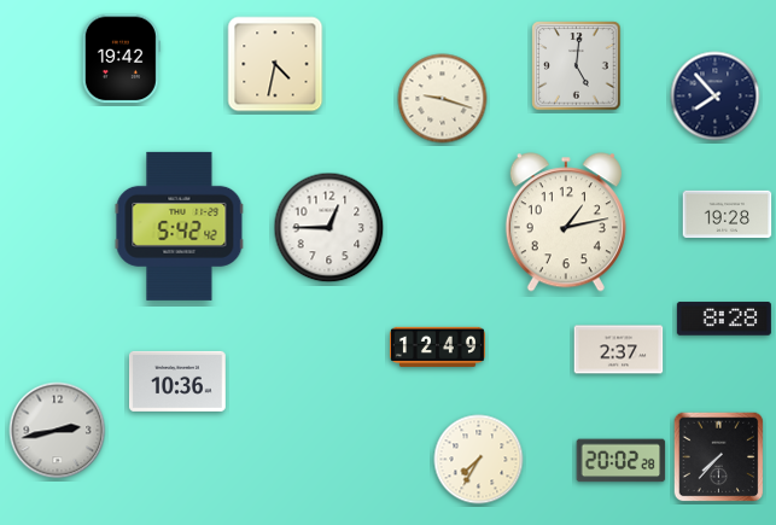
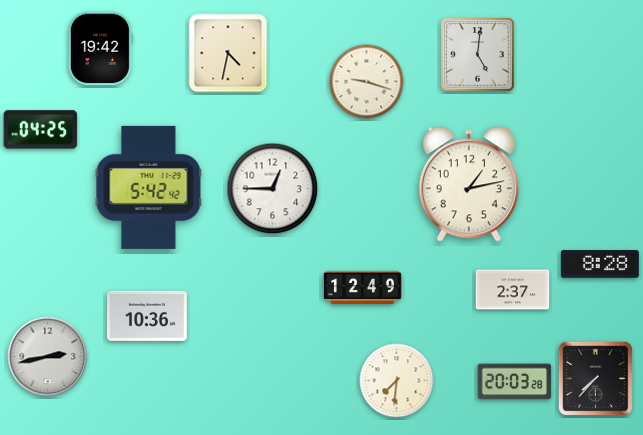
clock at (716, 97): 7:53 -> none
clock at (41, 130): none -> 04:25
clock at (728, 215): 19:28 -> none
clock at (479, 460): 7:35 -> 7:31
clock at (622, 461): 20:02 -> 20:03
